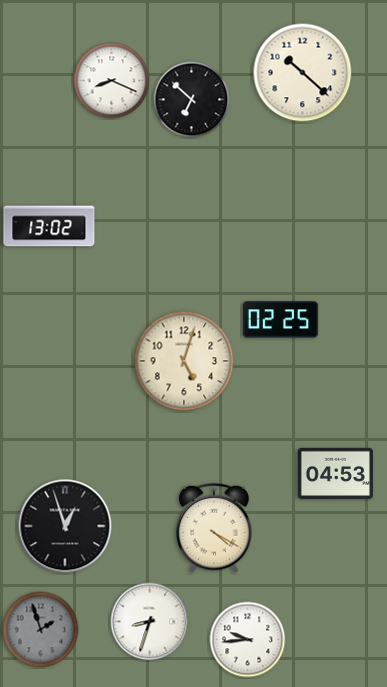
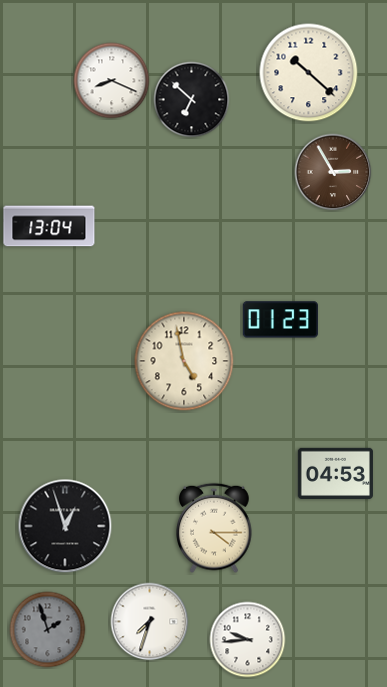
clock at (303, 73) position: (303, 73) -> (309, 73)
clock at (333, 172): none -> 2:55
clock at (49, 226): 13:02 -> 13:04
clock at (280, 320): 02:25 -> 01:23
clock at (184, 361): 5:03 -> 4:58
clock at (214, 528): 4:20 -> 4:15
clock at (150, 622): 8:33 -> 7:33
clock at (41, 630) position: (41, 630) -> (48, 630)
